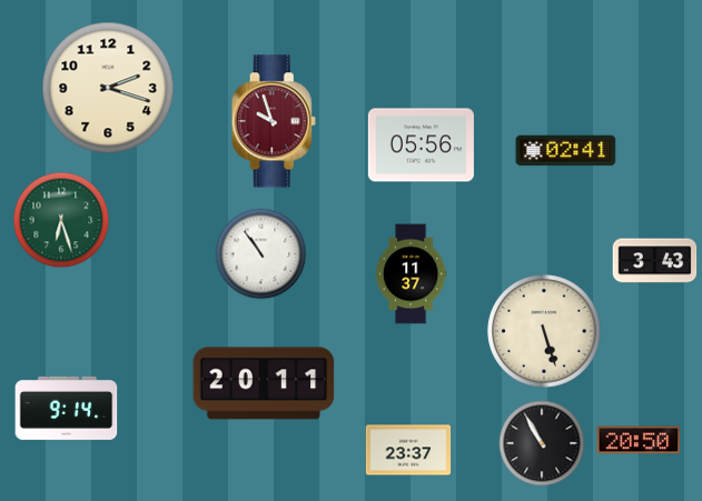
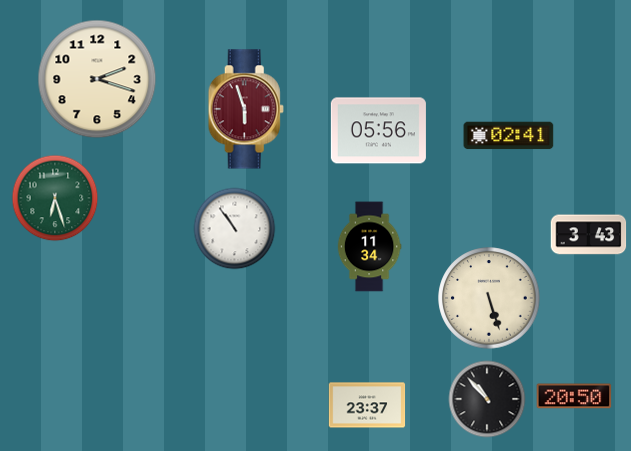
clock at (274, 121): 9:57 -> 5:57
clock at (411, 274): 11:37 -> 11:34
clock at (264, 383): 20:11 -> none
clock at (67, 408): 9:14 -> none
clock at (542, 443): 10:55 -> 10:53
